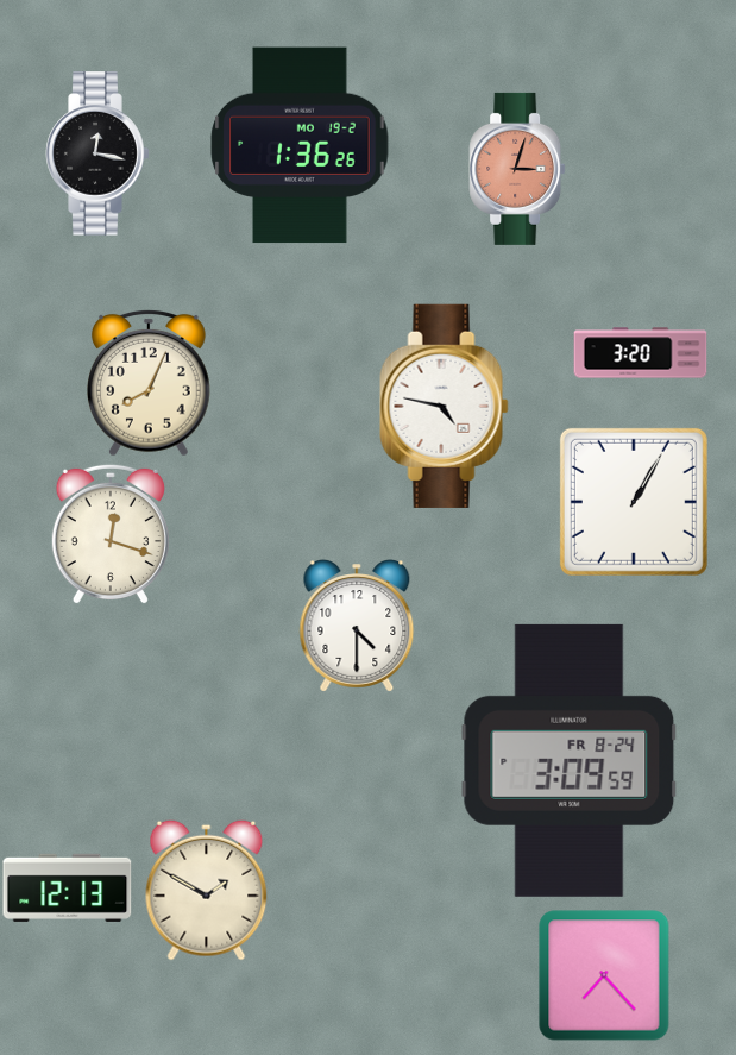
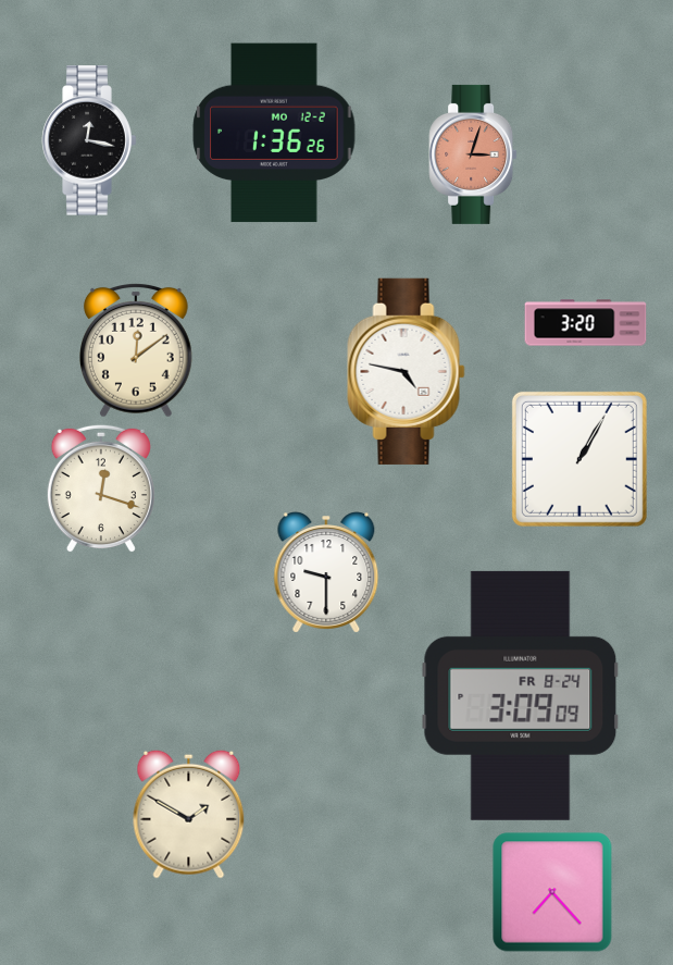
clock at (300, 145) date: MO 19-2 -> MO 12-2
clock at (150, 383): 8:04 -> 12:09
clock at (357, 626): 4:30 -> 9:30
clock at (570, 760): 3:09:59 -> 3:09:09
clock at (68, 887): 12:13 -> none
